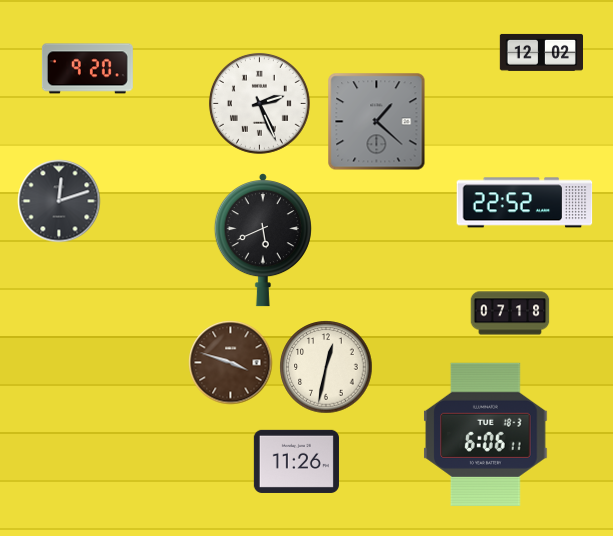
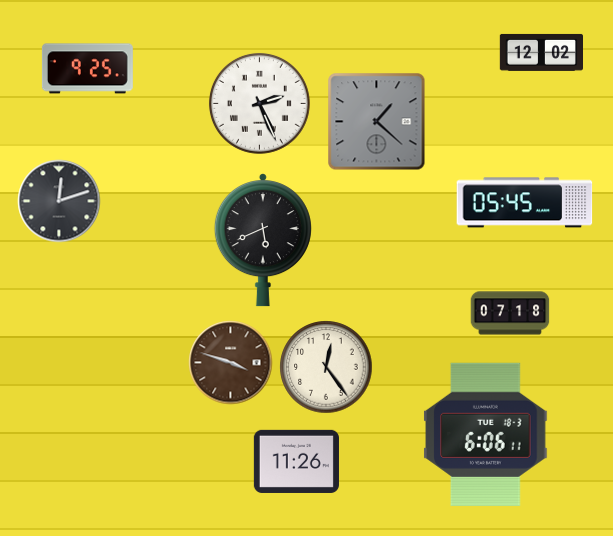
clock at (87, 69): 9:20 -> 9:25
clock at (525, 203): 22:52 -> 05:45
clock at (326, 367): 12:32 -> 12:24
